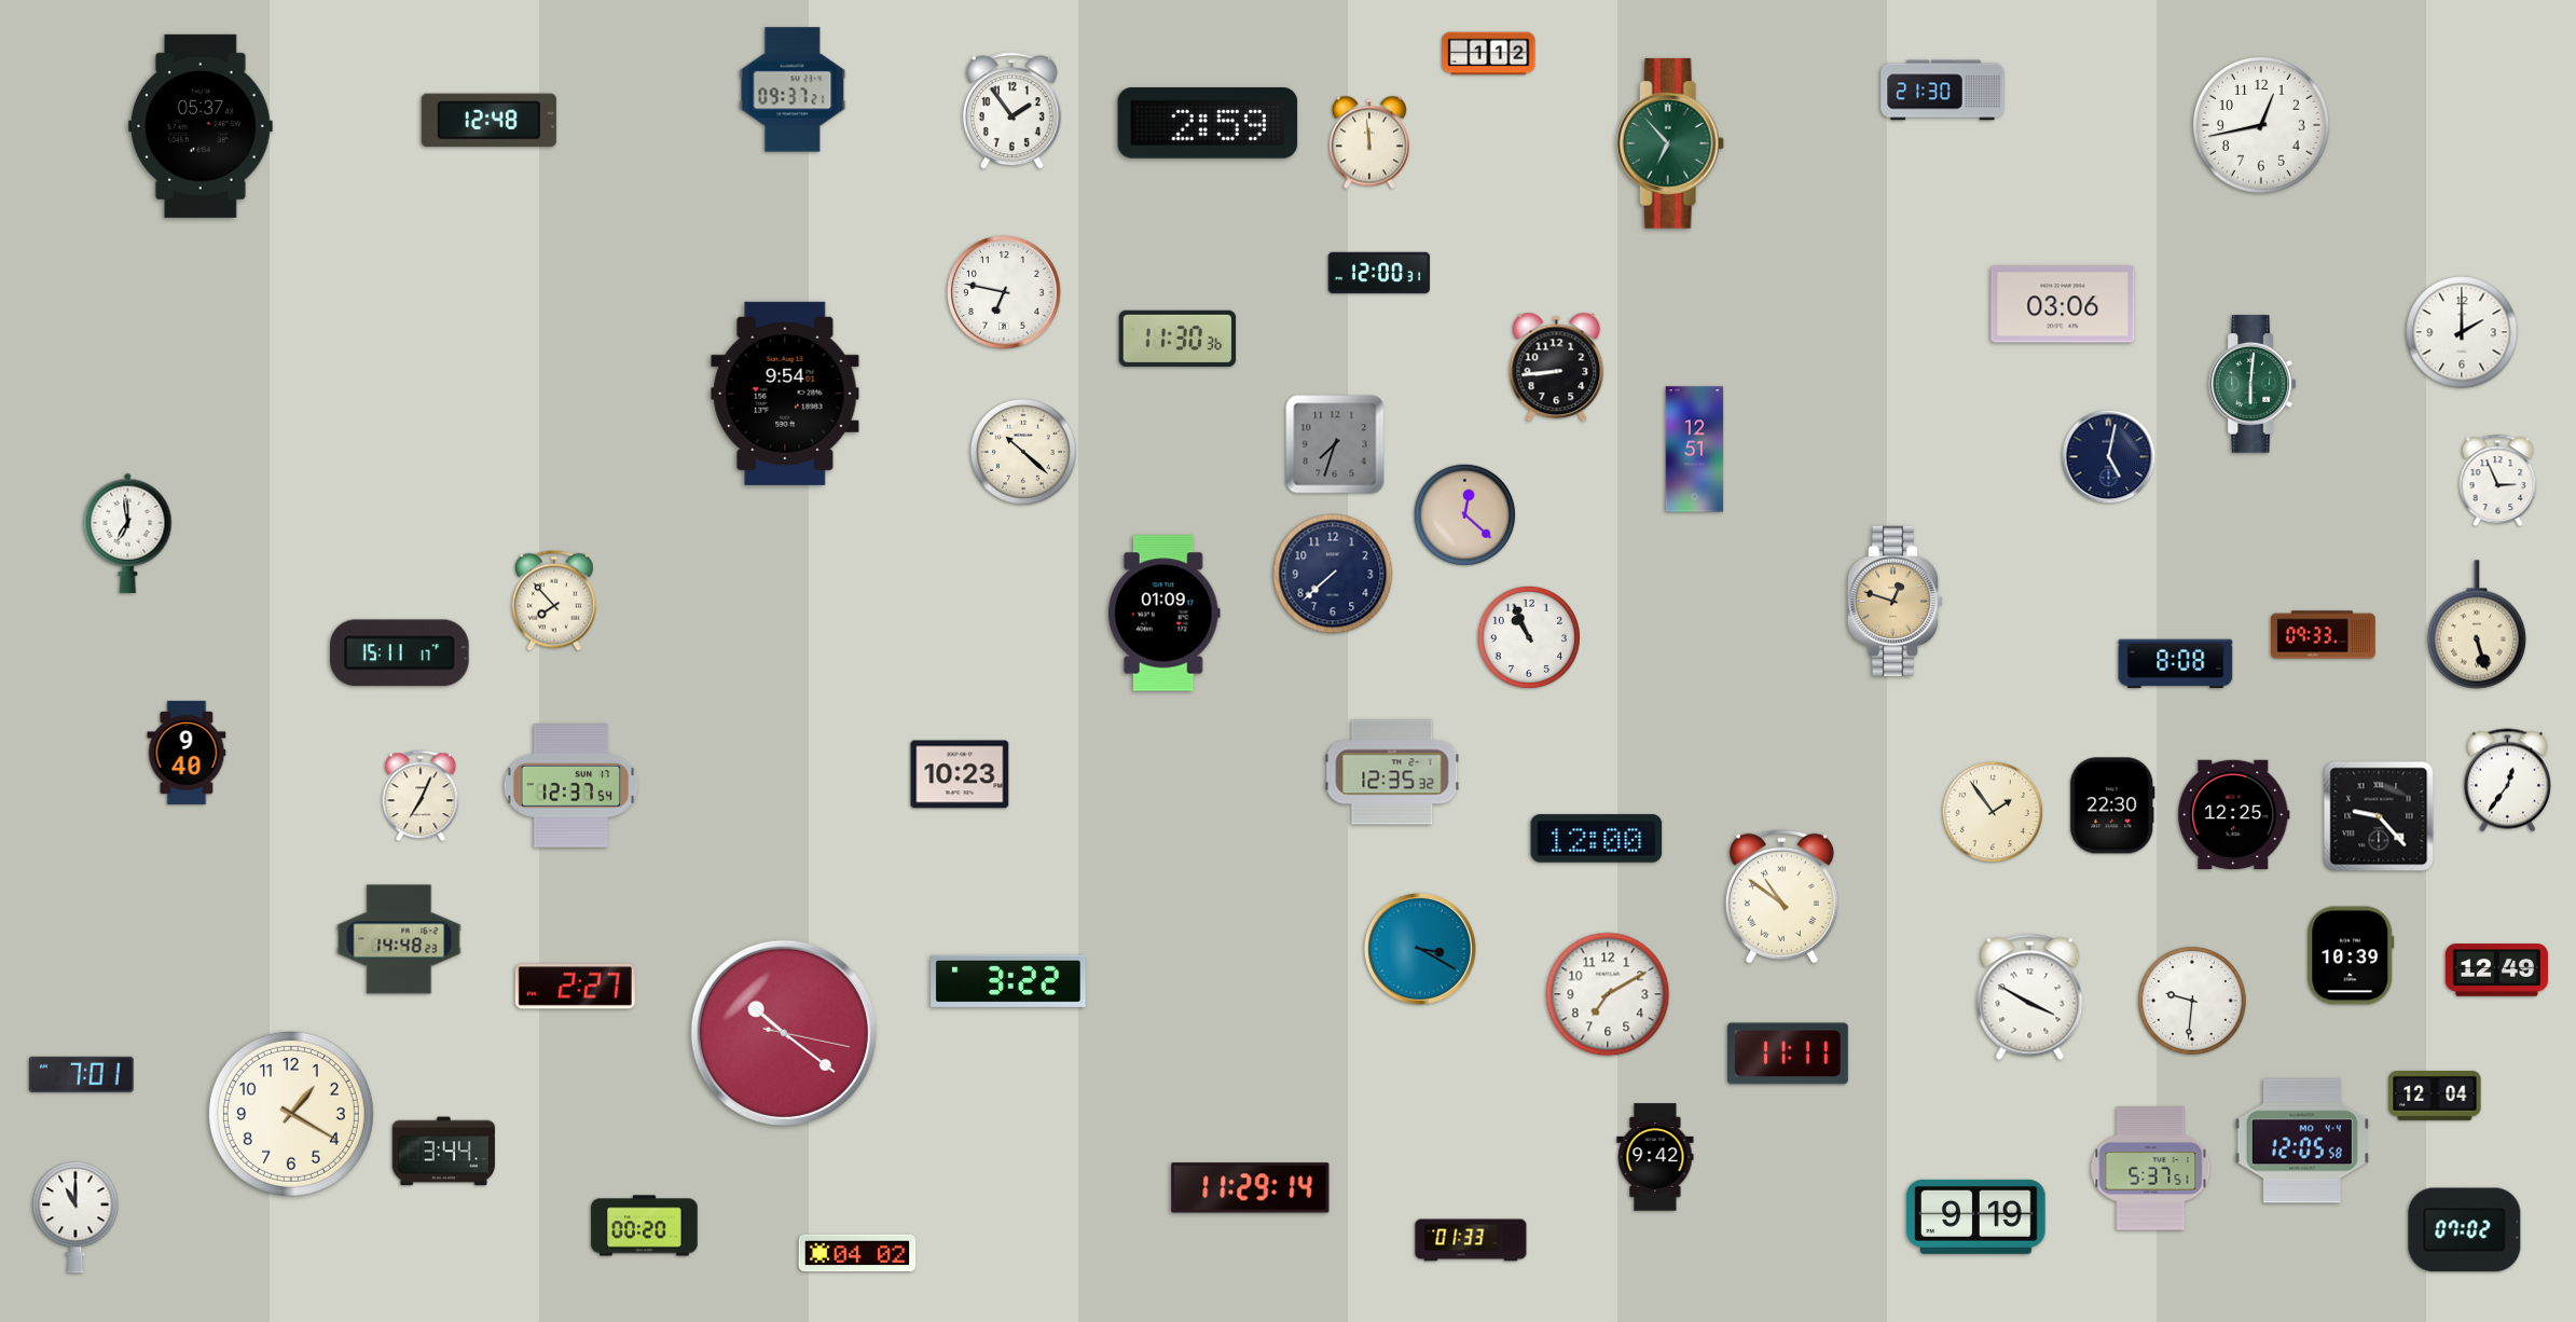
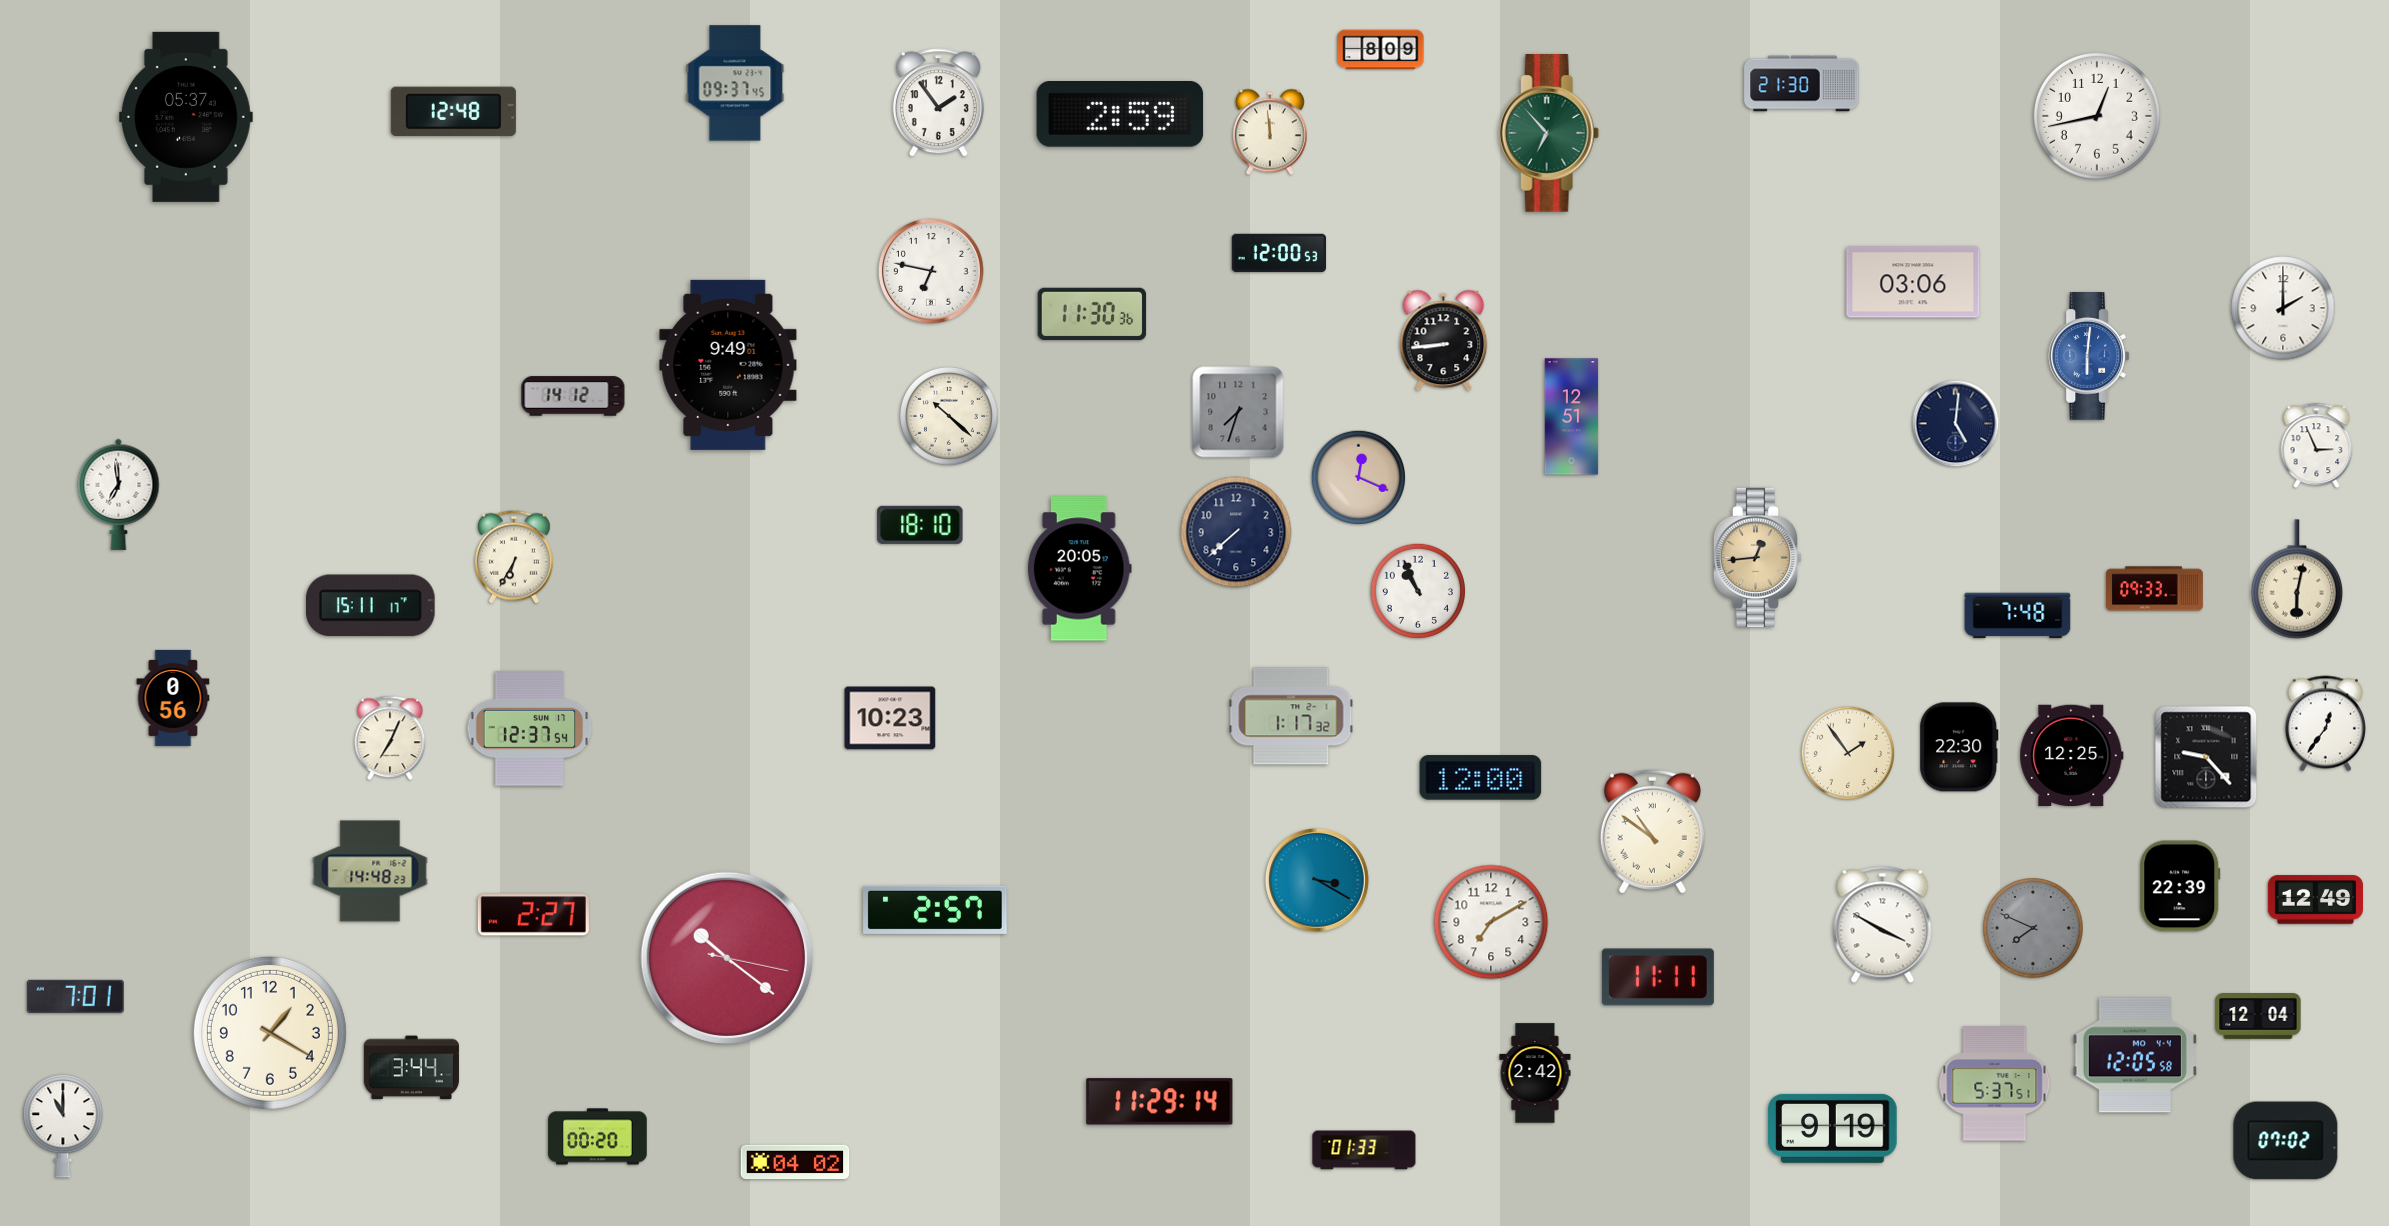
clock at (1489, 54): 1:12 -> 8:09
clock at (793, 89): 09:37:21 -> 09:37:45
clock at (1379, 273): 12:00:31 -> 12:00:53
clock at (2253, 385) dial: green -> blue
clock at (785, 394): 9:54 -> 9:49
clock at (573, 396): none -> 14:12
clock at (1023, 452) position: (1023, 452) -> (949, 416)
clock at (2109, 457): 5:02 -> 5:01
clock at (1464, 514): 12:22 -> 12:19
clock at (920, 525): none -> 18:10
clock at (554, 601): 7:53 -> 6:35
clock at (1896, 601): 12:48 -> 12:44
clock at (1163, 614): 01:09 -> 20:05
clock at (2476, 624): 5:27 -> 6:02
clock at (2176, 664): 8:08 -> 7:48
clock at (187, 753): 9:40 -> 0:56
clock at (1392, 772): 12:35 -> 1:17
clock at (2351, 955): 10:39 -> 22:39
clock at (1008, 981): 3:22 -> 2:57
clock at (2192, 1001): 9:31 -> 7:49
clock at (2192, 1001) dial: white -> grey
clock at (2302, 1141) position: (2302, 1141) -> (2135, 1055)
clock at (1655, 1157): 9:42 -> 2:42
clock at (75, 1217) position: (75, 1217) -> (63, 1126)
